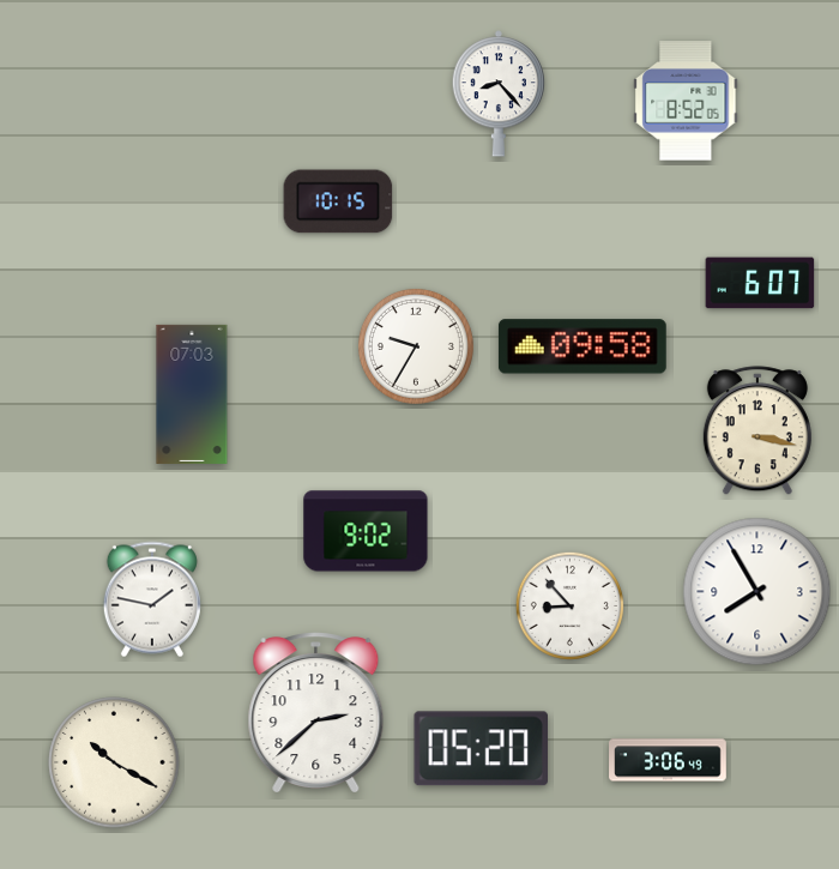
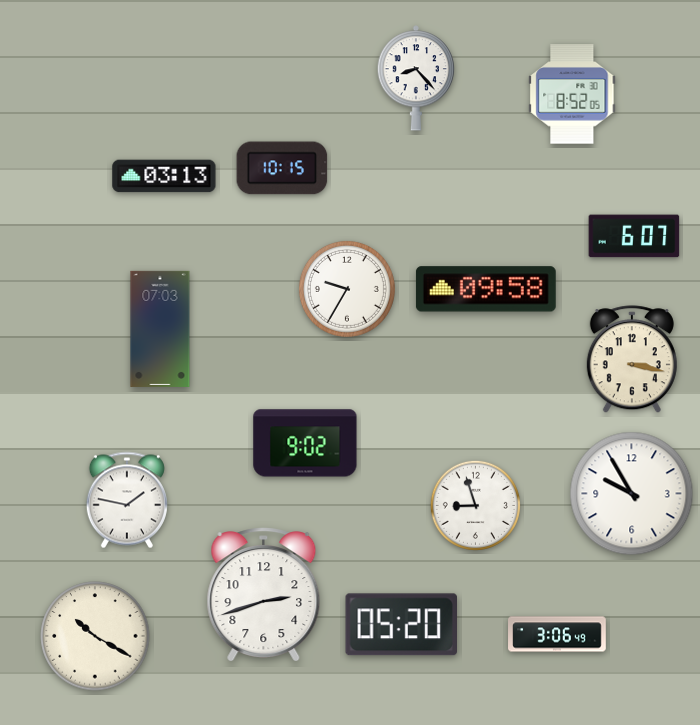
clock at (686, 101) position: (686, 101) -> (572, 94)
clock at (164, 176): none -> 03:13
clock at (757, 592): 7:55 -> 9:55
clock at (569, 605): 8:53 -> 8:57
clock at (316, 713): 2:38 -> 2:42
